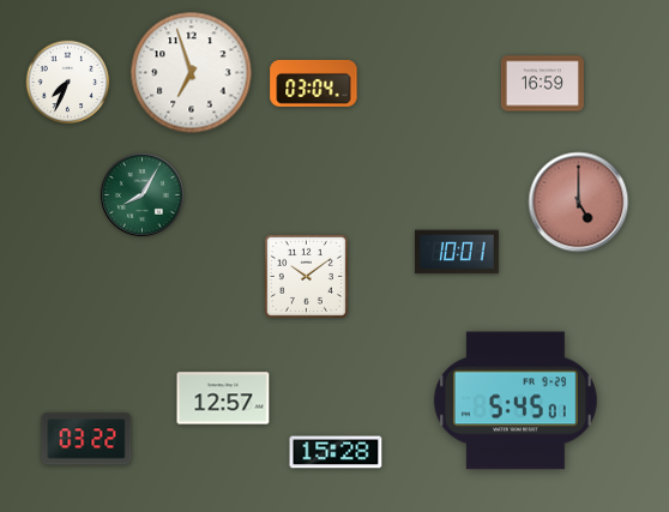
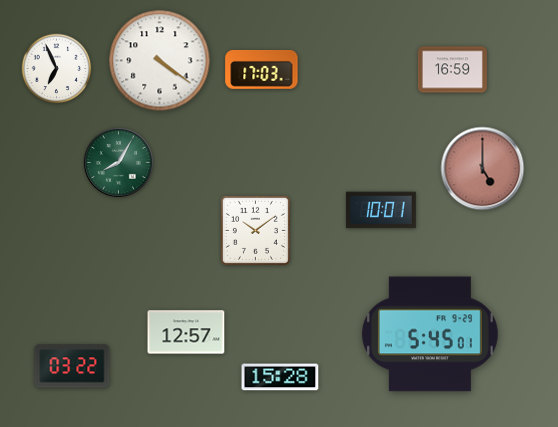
clock at (192, 73): 6:57 -> 4:21
clock at (68, 83): 7:34 -> 6:56
clock at (314, 84): 03:04 -> 17:03
